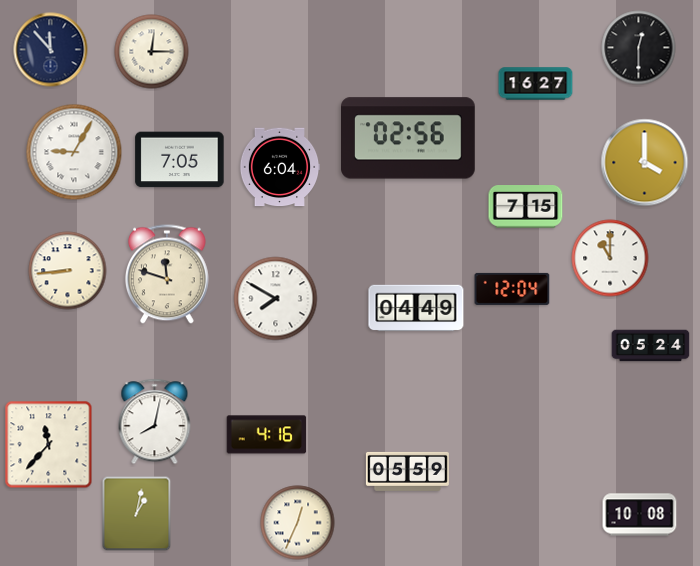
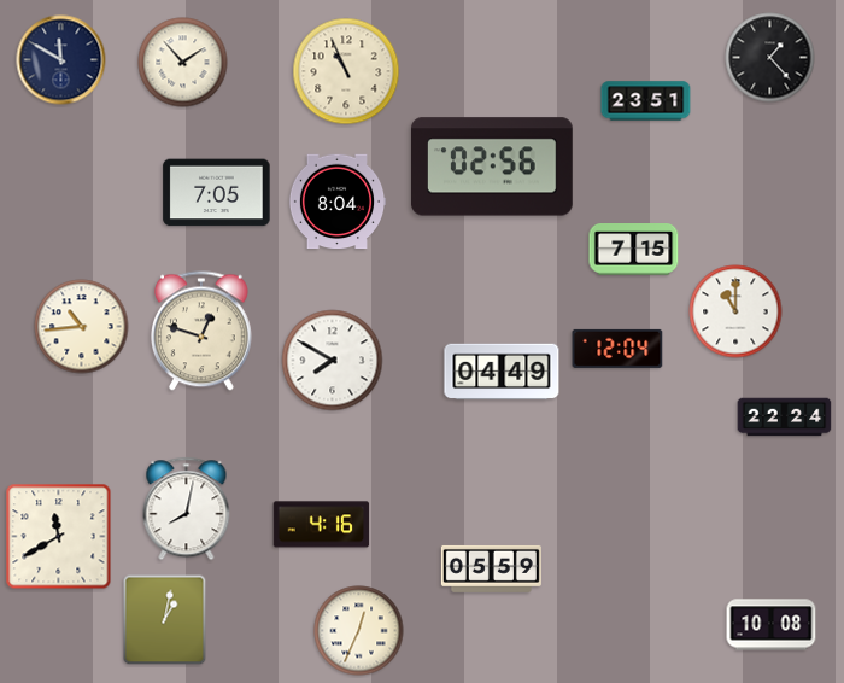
clock at (639, 48): 12:30 -> 1:23
clock at (51, 50): 11:53 -> 11:50
clock at (152, 52): 12:15 -> 1:53
clock at (346, 71): none -> 10:56
clock at (536, 84): 16:27 -> 23:51
clock at (74, 152): 9:05 -> none
clock at (645, 163): 4:00 -> none
clock at (280, 167): 6:04 -> 8:04
clock at (68, 271): 8:44 -> 10:44
clock at (167, 274): 11:48 -> 12:48
clock at (651, 346): 05:24 -> 22:24
clock at (49, 445): 11:37 -> 11:40
clock at (640, 515) position: (640, 515) -> (772, 625)
